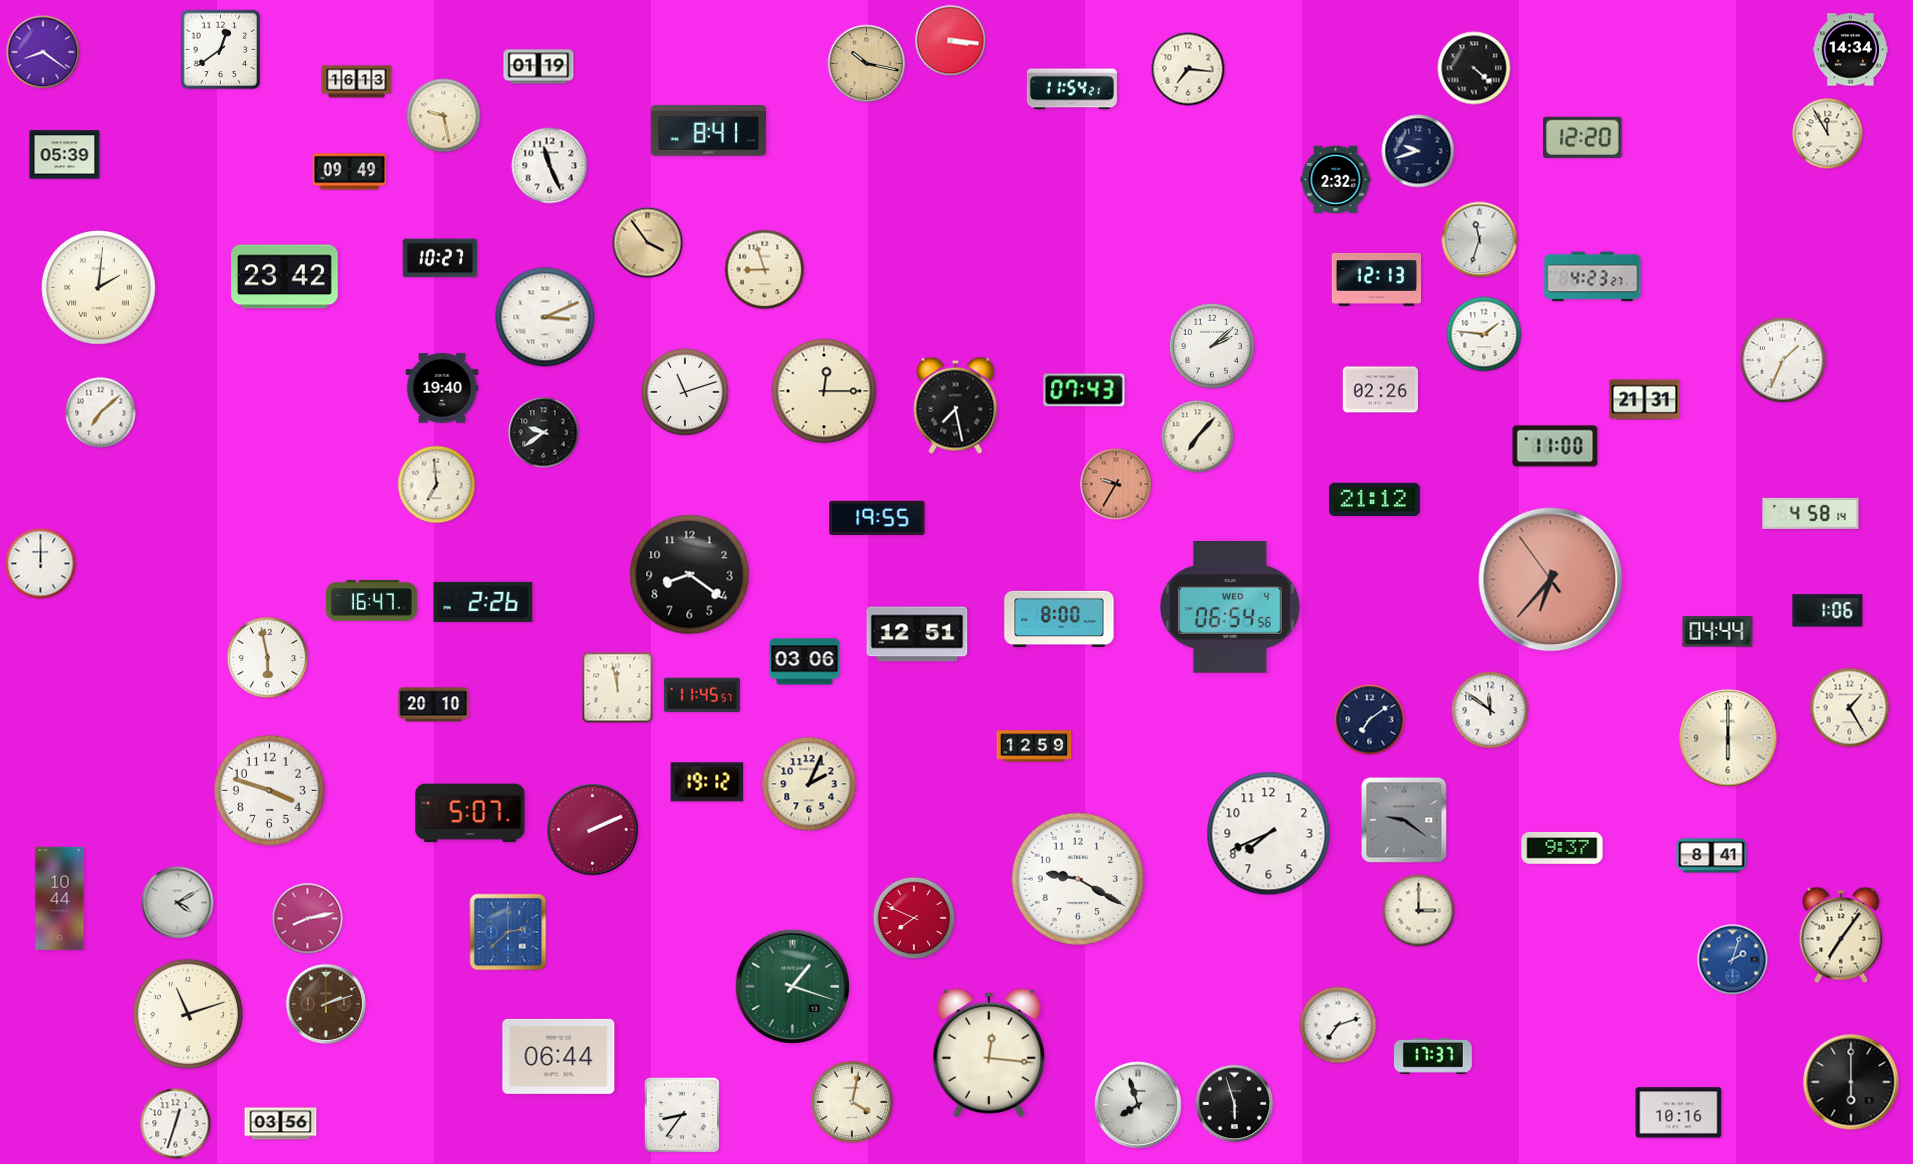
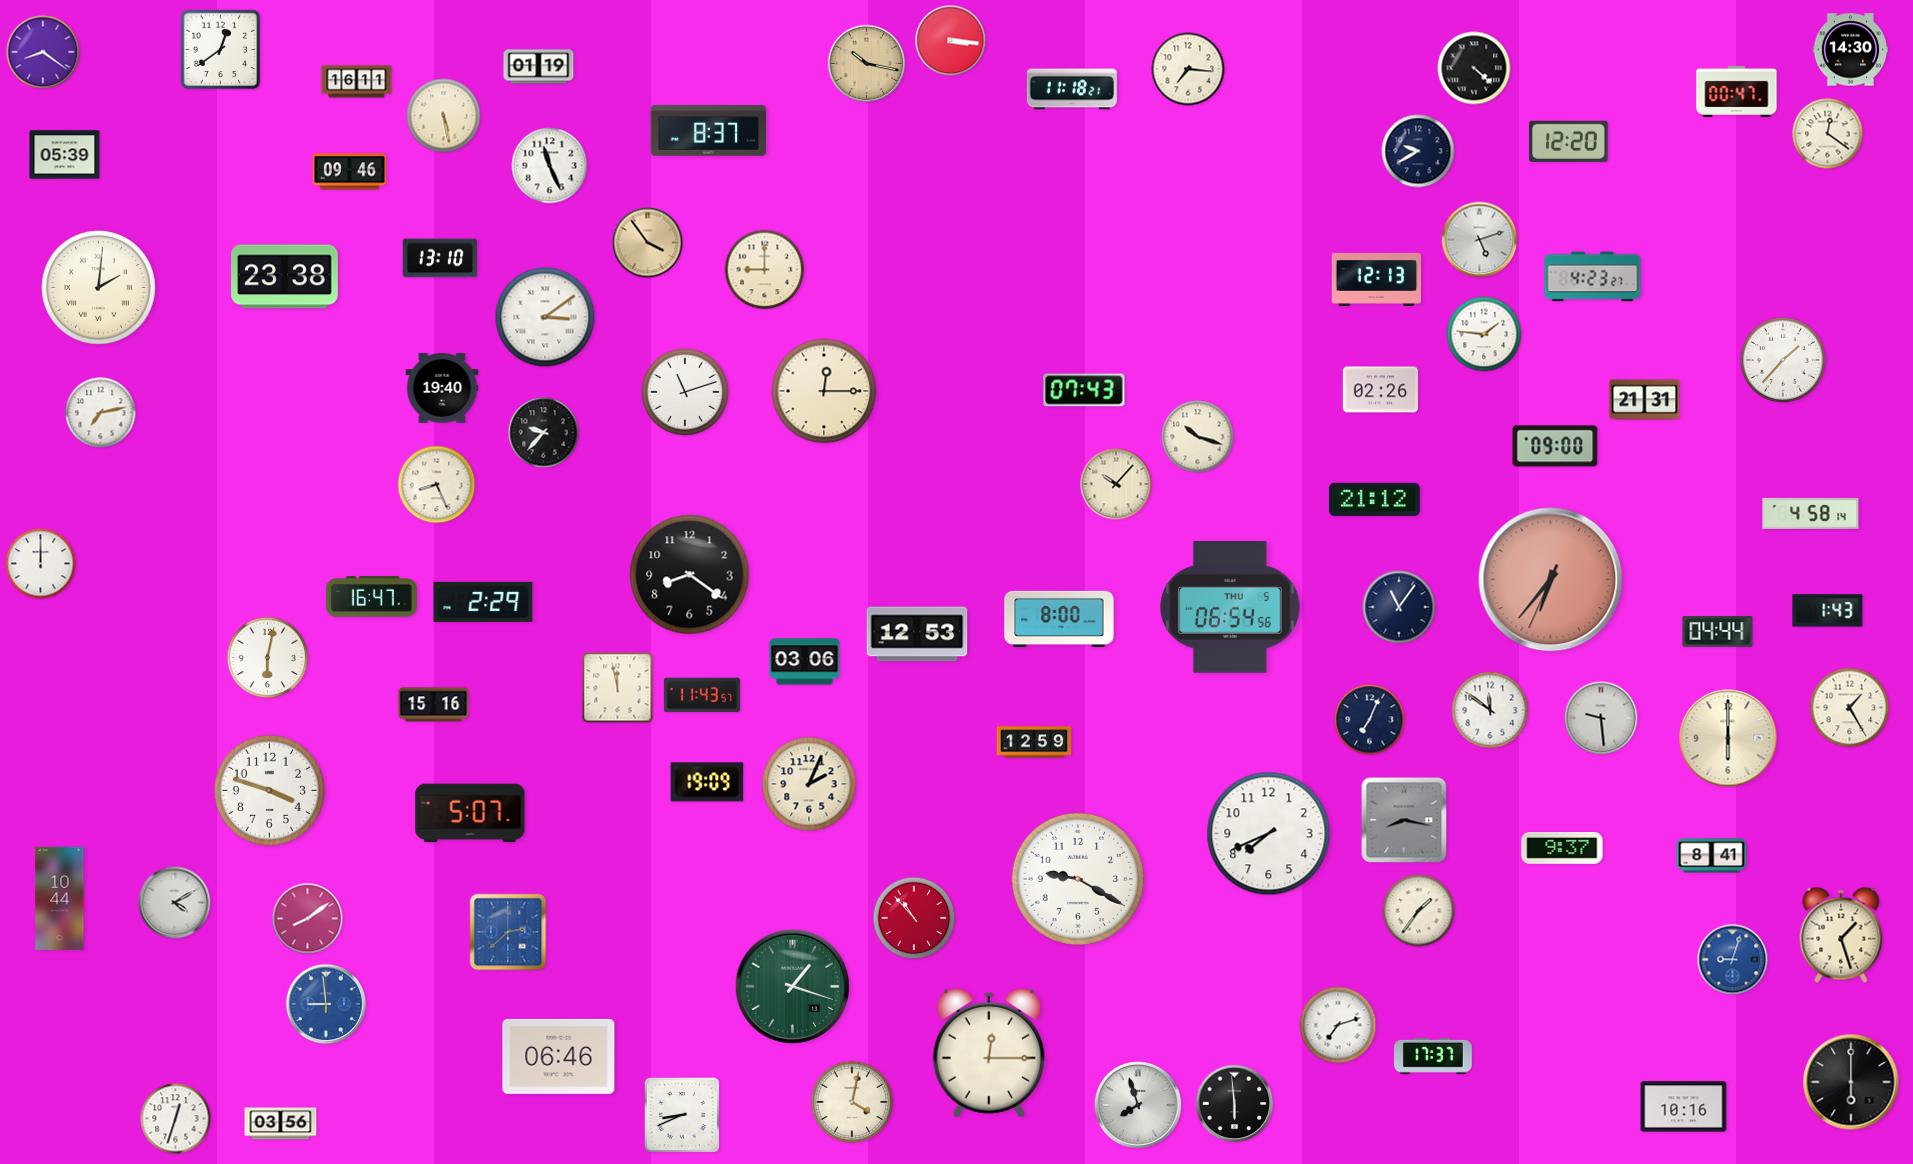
clock at (1850, 50): 14:34 -> 14:30
clock at (357, 82): 16:13 -> 16:11
clock at (1072, 89): 11:54 -> 11:18
clock at (1737, 91): none -> 00:47
clock at (444, 116): 9:28 -> 5:28
clock at (709, 131): 8:41 -> 8:37
clock at (1828, 134): 11:55 -> 12:21
clock at (1583, 137) position: (1583, 137) -> (1569, 141)
clock at (1418, 151): 9:42 -> 9:40
clock at (350, 172): 09:49 -> 09:46
clock at (1336, 180): 2:32 -> none
clock at (1480, 240): 11:33 -> 5:12
clock at (440, 258): 10:27 -> 13:10
clock at (765, 270): 8:57 -> 9:00
clock at (285, 277): 23:42 -> 23:38
clock at (545, 317): 3:11 -> 3:09
clock at (1212, 346): 2:08 -> none
clock at (1783, 360): 1:34 -> 1:37
clock at (956, 405): 7:28 -> none
clock at (101, 413): 7:08 -> 7:13
clock at (544, 433): 9:39 -> 9:37
clock at (1198, 437): 7:07 -> 10:18
clock at (1555, 446): 11:00 -> 09:00
clock at (1116, 484): 9:35 -> 10:07
clock at (1116, 484) dial: salmon -> cream
clock at (437, 485): 6:59 -> 8:26
clock at (877, 518): 19:55 -> none
clock at (1551, 580): 6:36:54 -> 6:36:34
clock at (371, 601) position: (371, 601) -> (371, 597)
clock at (483, 602): 2:26 -> 2:29
clock at (1231, 607) date: WED 4 -> THU 5
clock at (1399, 607): none -> 11:06
clock at (1828, 611): 1:06 -> 1:43
clock at (917, 634): 12:51 -> 12:53
clock at (268, 658): 5:58 -> 6:02
clock at (702, 695): 11:45 -> 11:43
clock at (434, 705): 20:10 -> 15:16
clock at (1601, 718): none -> 9:29
clock at (1370, 720): 7:09 -> 7:04
clock at (1034, 746) position: (1034, 746) -> (1034, 742)
clock at (707, 782): 19:12 -> 19:09
clock at (1404, 820): 9:21 -> 8:17
clock at (593, 830): 2:11 -> none
clock at (178, 903) position: (178, 903) -> (175, 903)
clock at (1419, 911): 3:00 -> 1:36
clock at (914, 918): 7:49 -> 10:53
clock at (308, 919): 8:13 -> 8:09
clock at (1841, 935): 7:06 -> 1:27
clock at (1733, 960): 2:03 -> 9:03
clock at (326, 1004): 2:12 -> 8:59
clock at (326, 1004) dial: brown -> blue
clock at (188, 1014): 11:12 -> none
clock at (989, 1053): 12:16 -> 12:15
clock at (559, 1056): 06:44 -> 06:46
clock at (1235, 1104): 5:57 -> 5:59
clock at (1679, 1113) position: (1679, 1113) -> (1684, 1107)
clock at (682, 1115): 8:36 -> 8:41
clock at (176, 1124) position: (176, 1124) -> (176, 1119)
